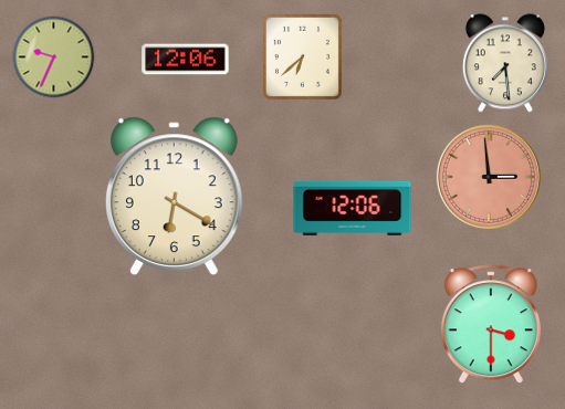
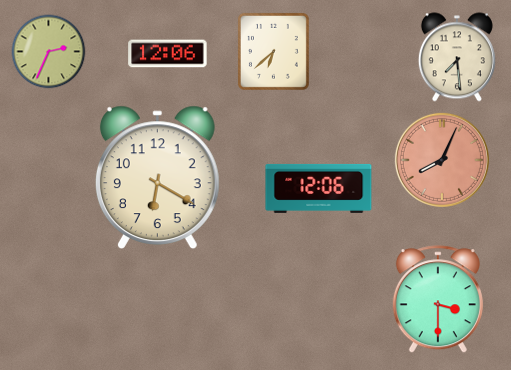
clock at (54, 57): 9:34 -> 2:34
clock at (489, 177): 2:59 -> 8:04
clock at (491, 325) position: (491, 325) -> (438, 300)
